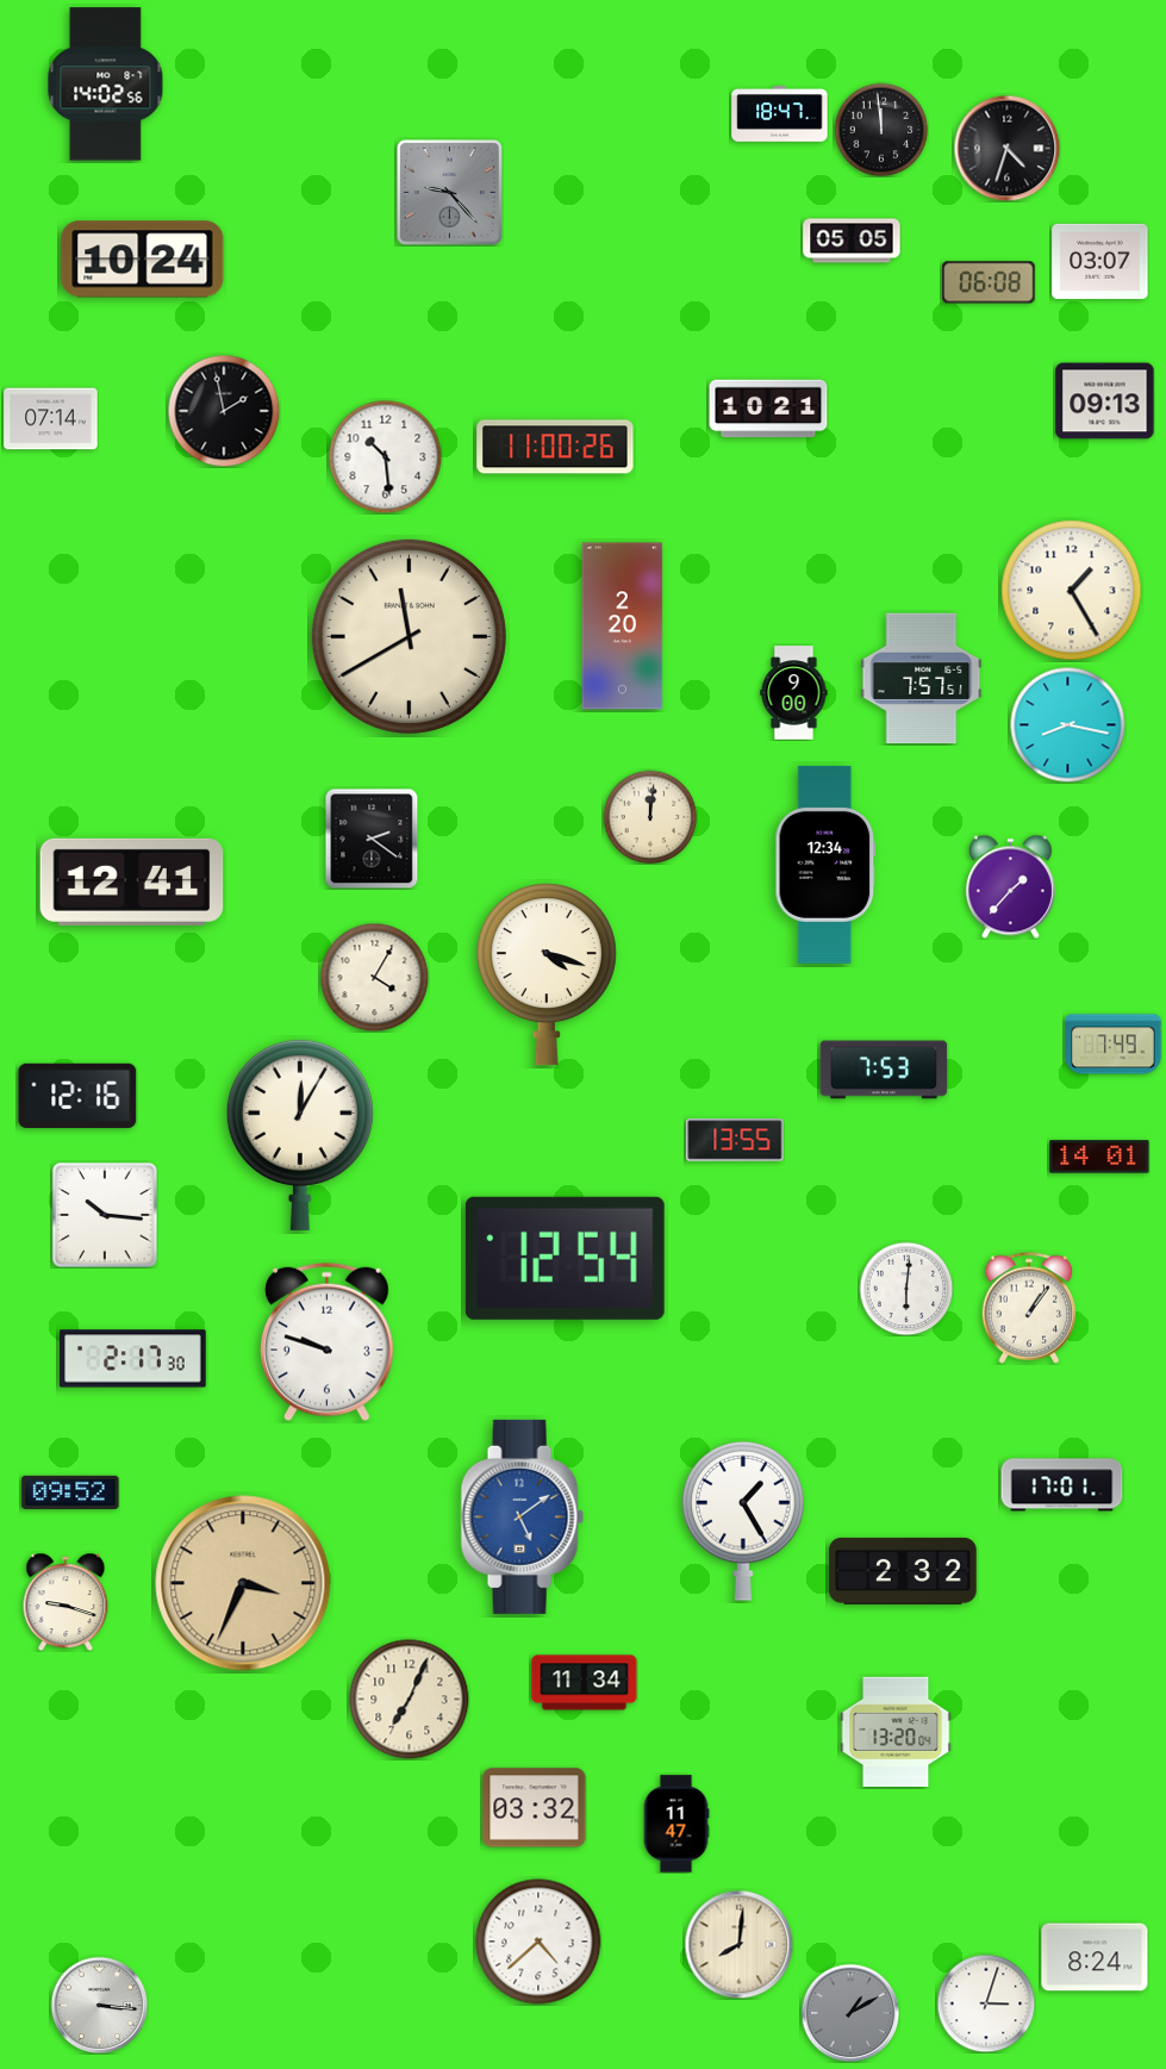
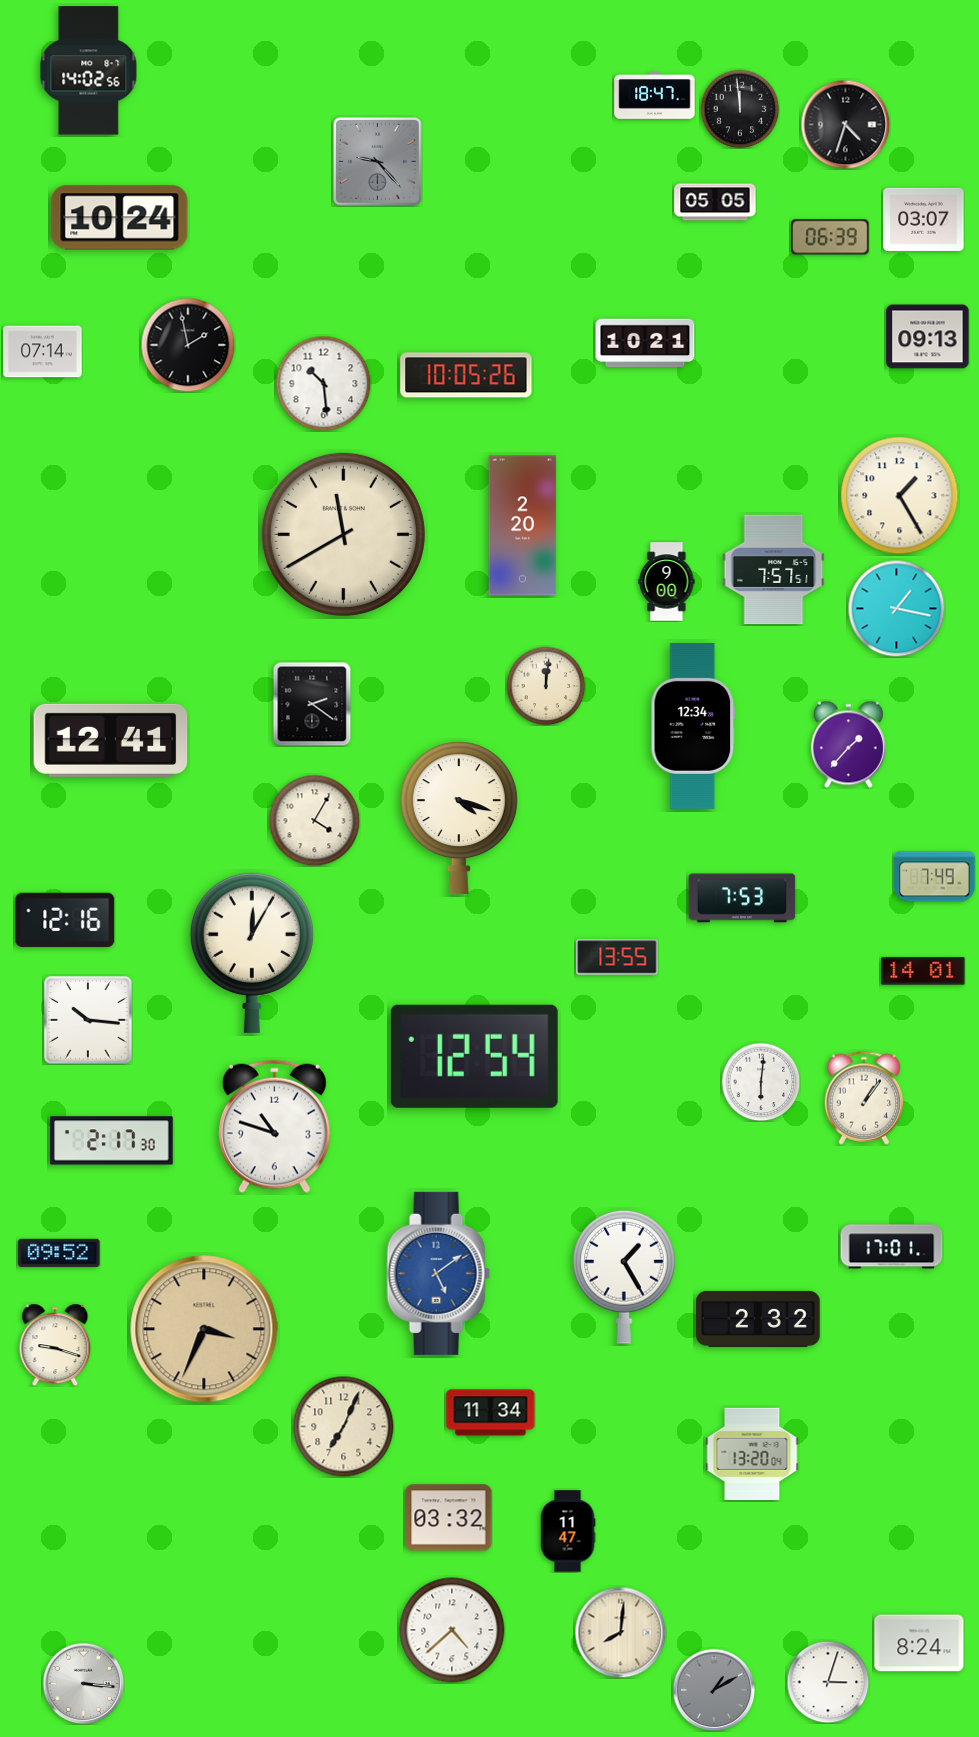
clock at (989, 282): 06:08 -> 06:39
clock at (555, 447): 11:00 -> 10:05
clock at (1067, 724): 8:17 -> 1:17
clock at (328, 1342): 9:48 -> 10:48
